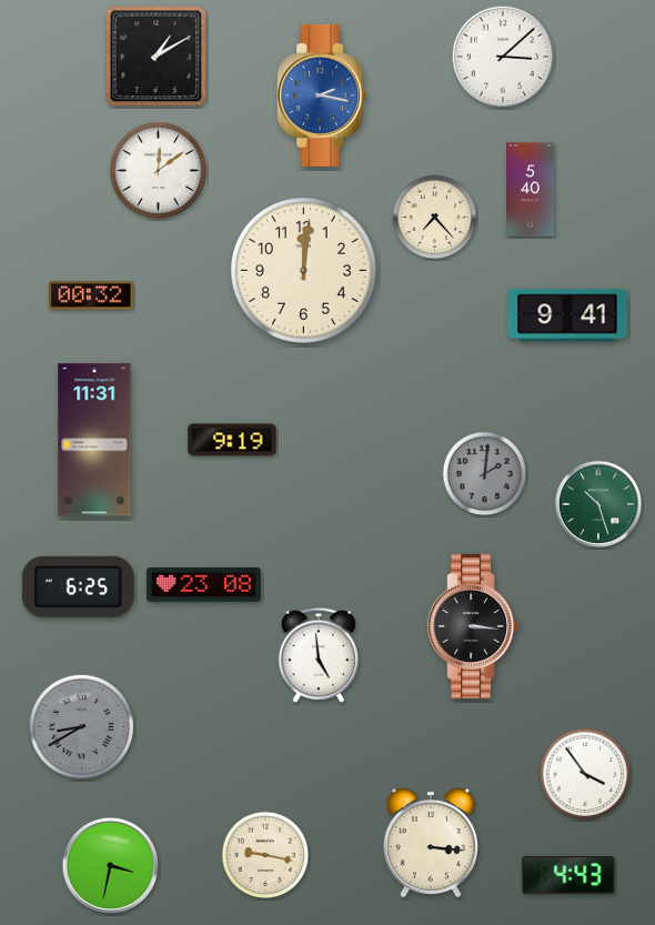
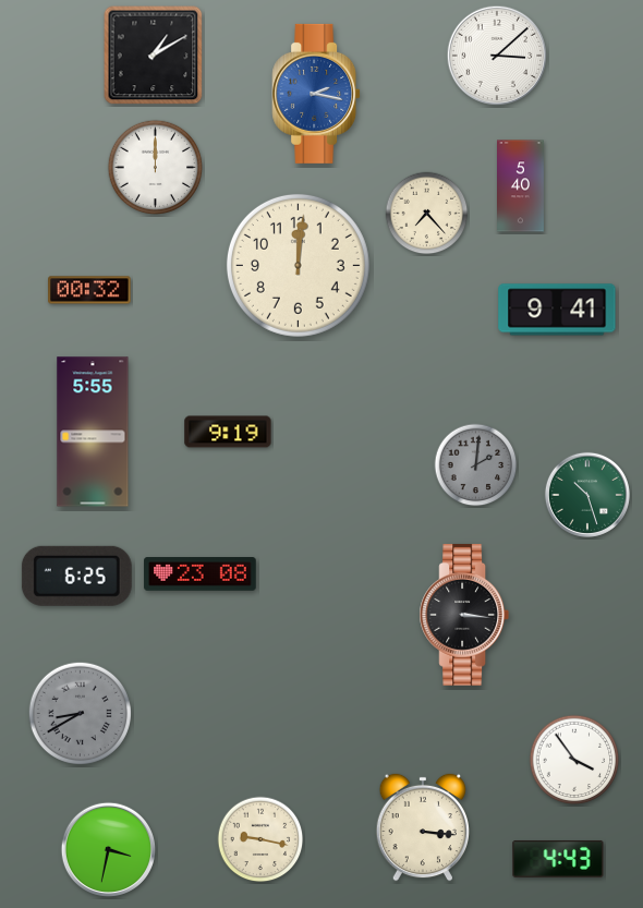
clock at (503, 57) position: (503, 57) -> (497, 56)
clock at (159, 171): 12:09 -> 12:00
clock at (94, 440): 11:31 -> 5:55
clock at (319, 655): 4:59 -> none
